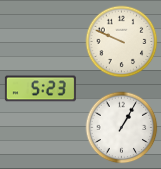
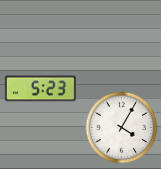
clock at (122, 42): 9:49 -> none
clock at (122, 128): 1:05 -> 4:05
